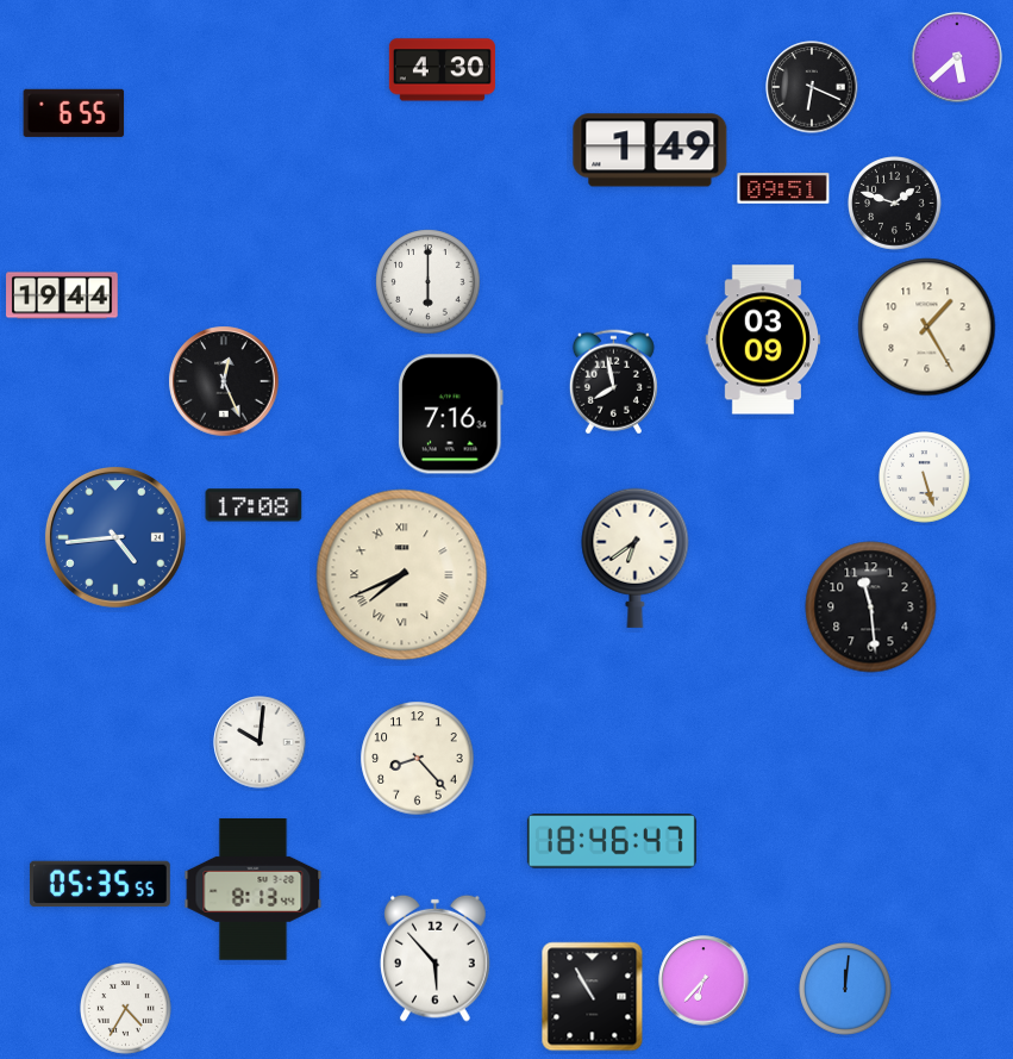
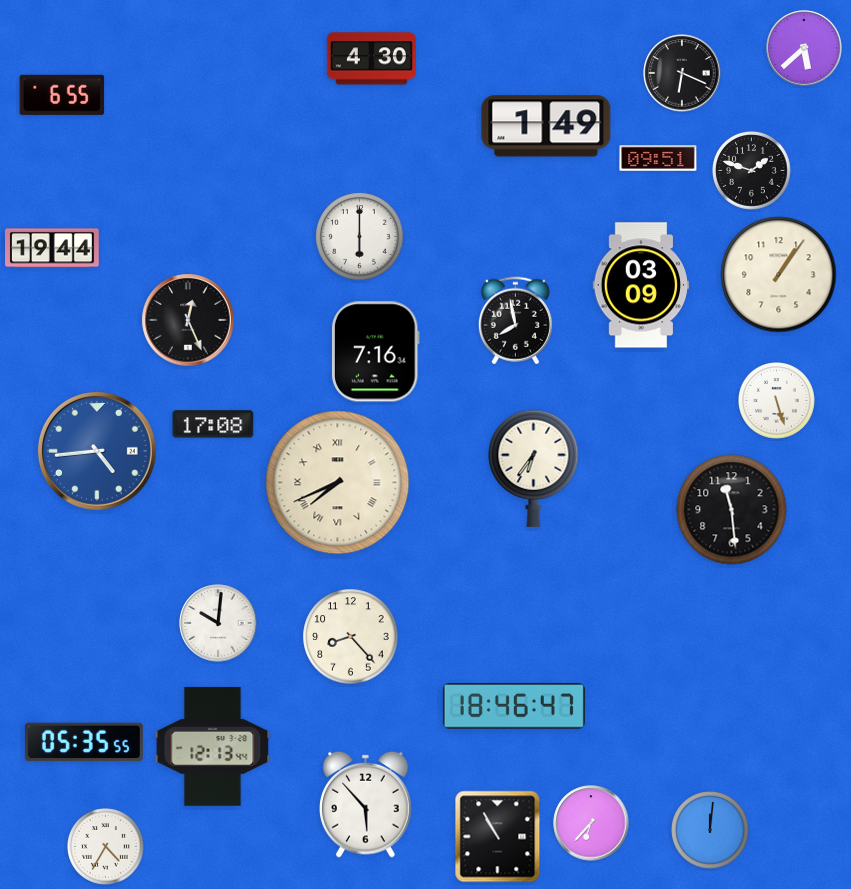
clock at (927, 328): 1:25 -> 1:06
clock at (450, 415) position: (450, 415) -> (375, 352)
clock at (636, 557): 6:39 -> 6:36
clock at (254, 889): 8:13 -> 12:13
